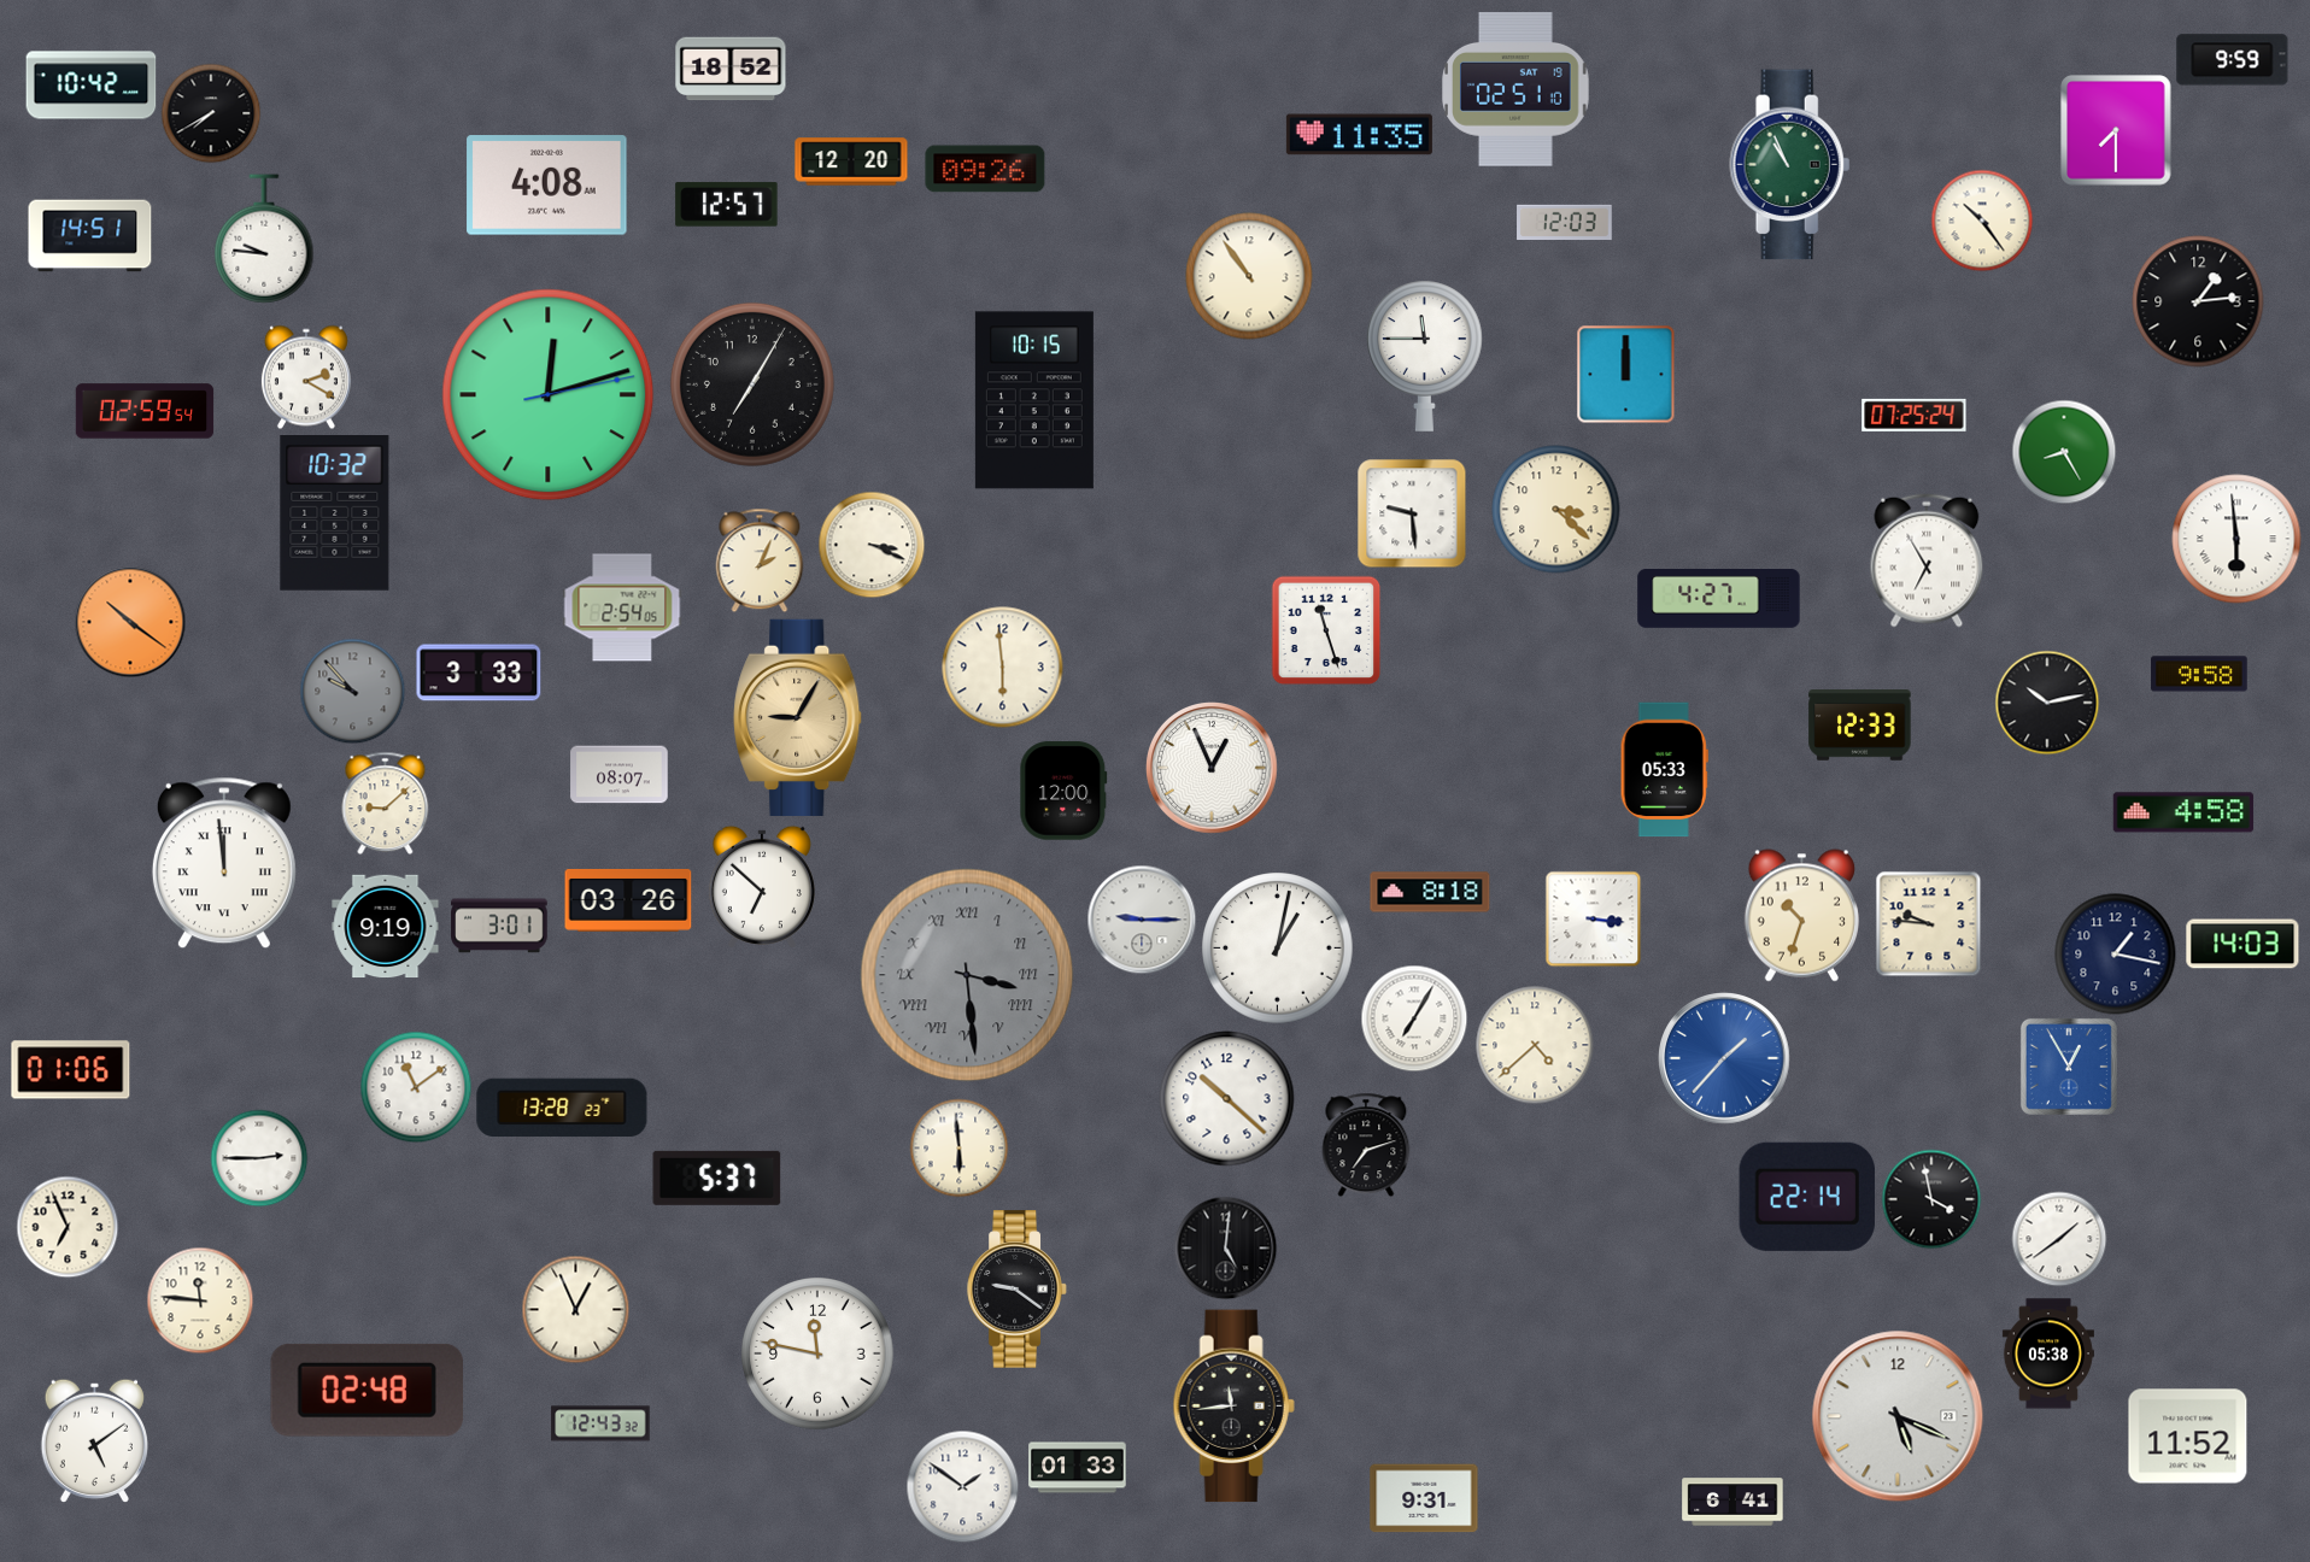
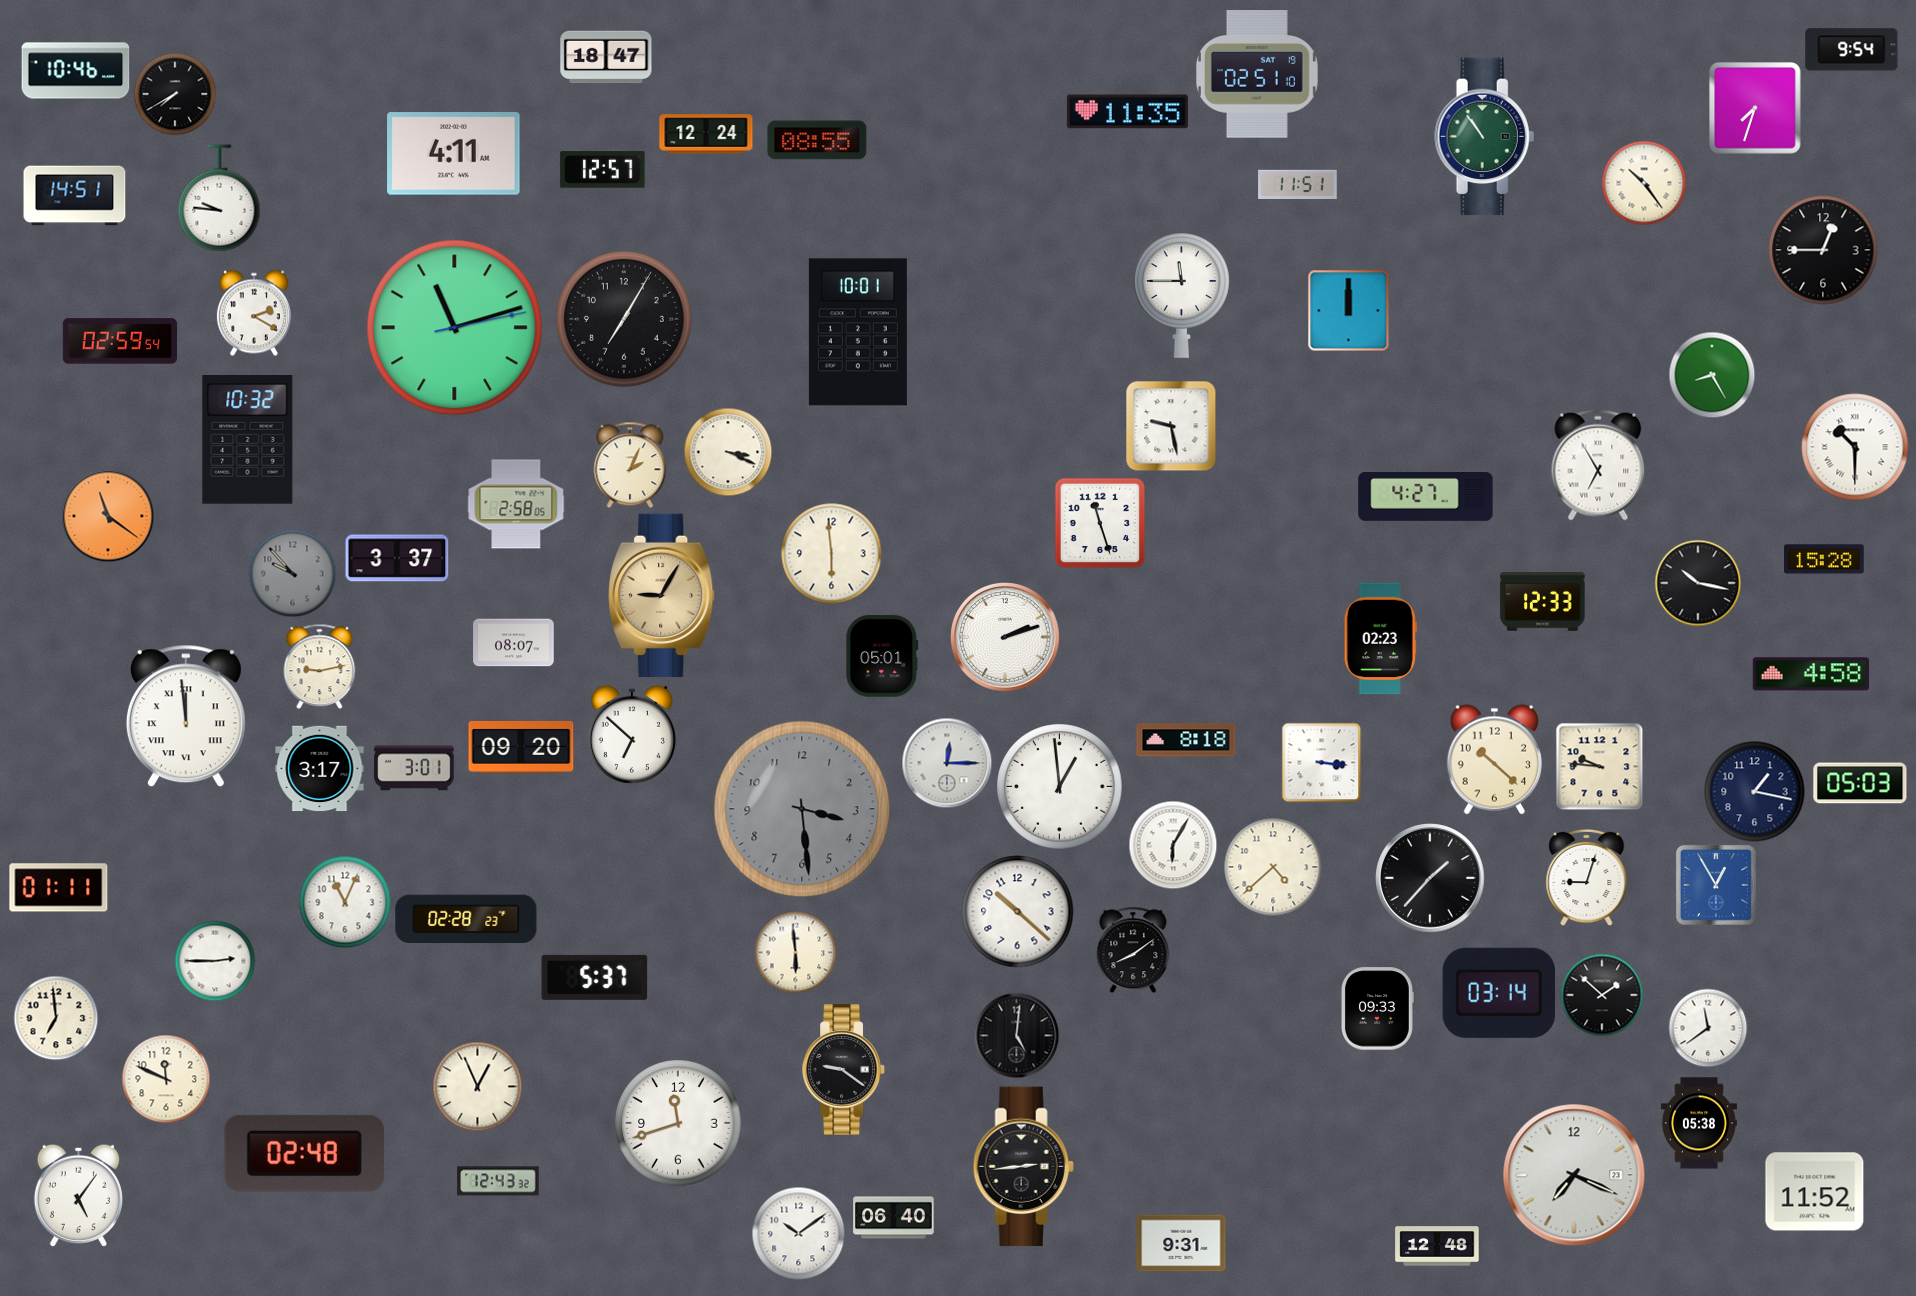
clock at (2233, 60): 9:59 -> 9:54
clock at (731, 69): 18:52 -> 18:47
clock at (92, 86): 10:42 -> 10:46
clock at (2116, 130): 7:30 -> 7:33
clock at (851, 162): 12:20 -> 12:24
clock at (1790, 165): 10:56 -> 10:54
clock at (985, 169): 09:26 -> 08:55
clock at (547, 186): 4:08 -> 4:11
clock at (1565, 222): 12:03 -> 11:51
clock at (1249, 276): 10:54 -> none
clock at (2198, 301): 1:14 -> 12:45
clock at (549, 395): 12:12 -> 11:12
clock at (1034, 400): 10:15 -> 10:01
clock at (1915, 415): 07:25 -> none
clock at (1556, 510): 3:22 -> none
clock at (335, 513) position: (335, 513) -> (248, 440)
clock at (1412, 513): 9:29 -> 9:28
clock at (2236, 539): 5:59 -> 10:30
clock at (872, 545) position: (872, 545) -> (728, 452)
clock at (622, 607): 2:54 -> 2:58
clock at (130, 622): 10:21 -> 11:21
clock at (479, 673): 3:33 -> 3:37
clock at (2199, 674): 9:58 -> 15:28
clock at (2047, 703): 10:13 -> 10:17
clock at (1212, 768): 12:56 -> 2:12
clock at (1664, 770): 05:33 -> 02:23
clock at (1063, 791): 12:00 -> 05:01
clock at (386, 803): 9:08 -> 9:13
clock at (628, 900): 03:26 -> 09:20
clock at (1801, 916): 10:33 -> 10:22
clock at (1142, 920): 9:15 -> 12:15
clock at (386, 927): 9:19 -> 3:17
clock at (2242, 944): 14:03 -> 05:03
clock at (1278, 949): 1:02 -> 12:59
clock at (967, 975) numerals: Roman -> Arabic
clock at (1414, 1018): 7:05 -> 6:05
clock at (1587, 877): none -> 9:03
clock at (1724, 1058) dial: blue -> black
clock at (71, 1070): 01:06 -> 01:11
clock at (416, 1087): 11:09 -> 11:04
clock at (562, 1108): 13:28 -> 02:28
clock at (1366, 1145): 7:12 -> 8:09
clock at (1807, 1197): 22:14 -> 03:14
clock at (1931, 1199): 3:58 -> 1:52
clock at (1377, 1009): none -> 09:33
clock at (68, 1227): 6:56 -> 6:59
clock at (2059, 1239): 1:39 -> 11:39
clock at (200, 1300): 11:46 -> 11:49
clock at (817, 1353): 11:47 -> 11:42
clock at (1233, 1407): 11:44 -> 2:44
clock at (1898, 1416): 5:19 -> 7:19
clock at (94, 1440): 5:09 -> 5:06
clock at (1078, 1468): 01:33 -> 06:40
clock at (962, 1486): 1:51 -> 10:09
clock at (1732, 1502): 6:41 -> 12:48
